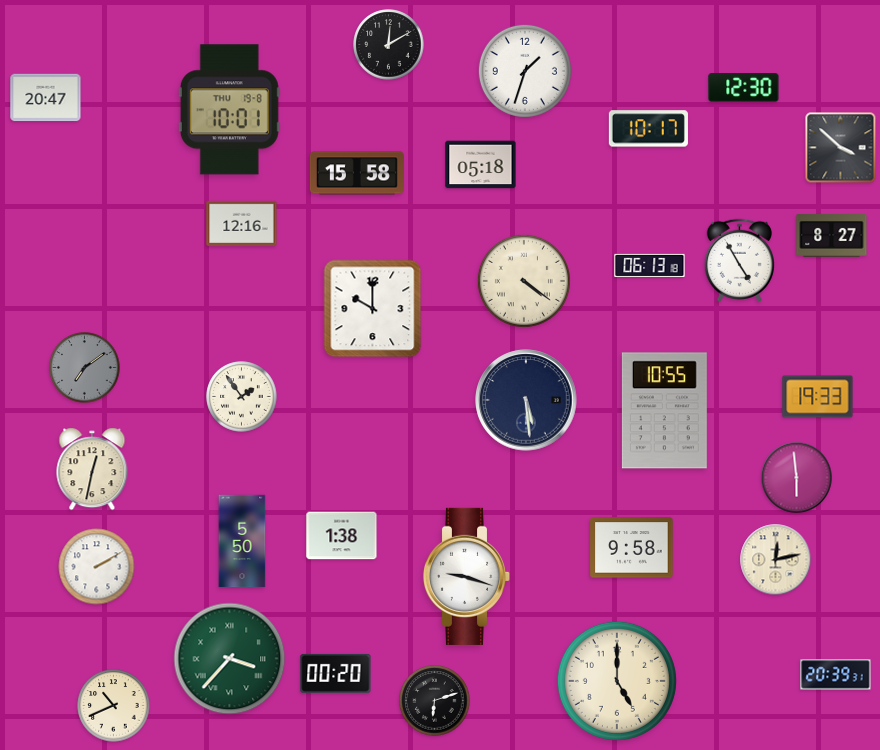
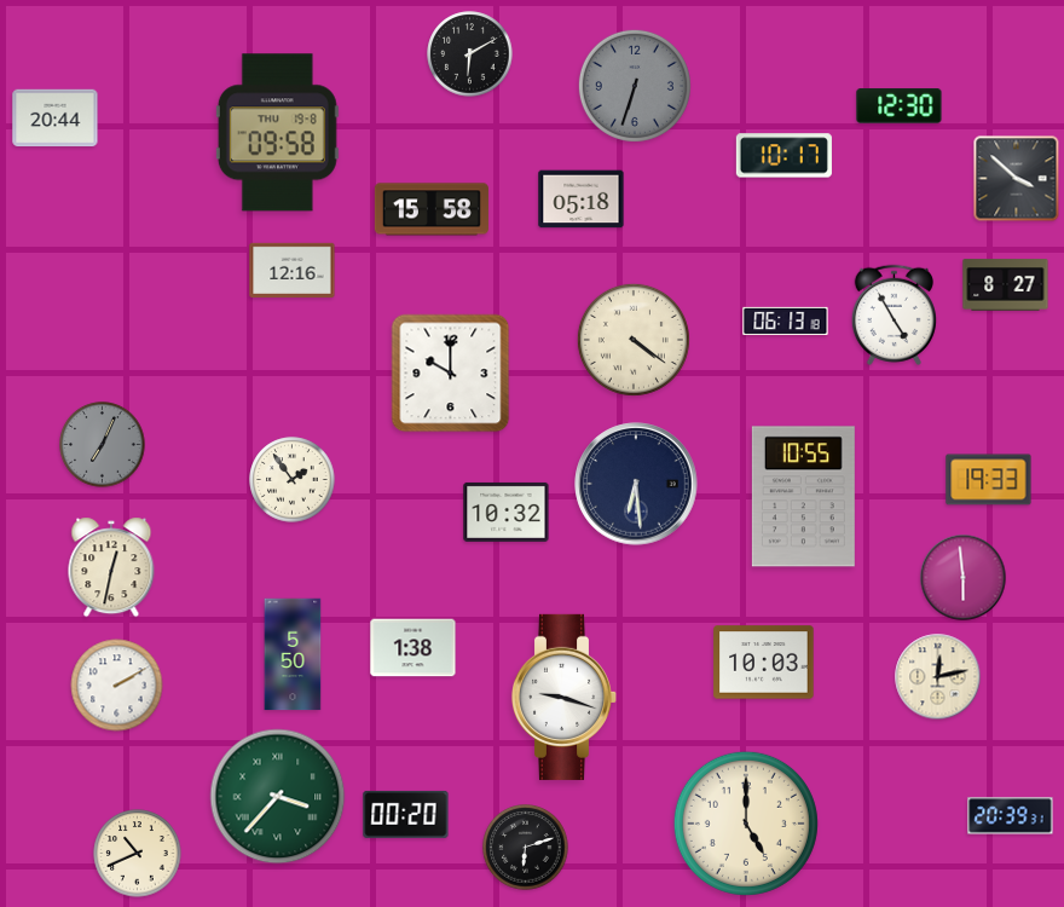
clock at (389, 45): 12:10 -> 6:10
clock at (525, 71): 1:33 -> 6:33
clock at (525, 71) dial: white -> grey
clock at (46, 98): 20:47 -> 20:44
clock at (229, 110): 10:01 -> 09:58
clock at (85, 368): 7:09 -> 7:04
clock at (526, 400): 5:29 -> 6:29
clock at (507, 512): none -> 10:32
clock at (632, 548): 9:58 -> 10:03
